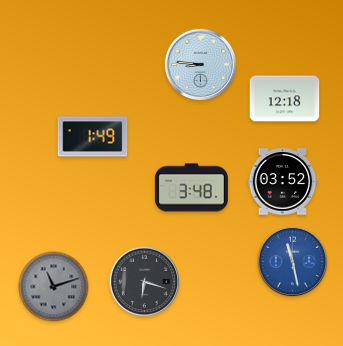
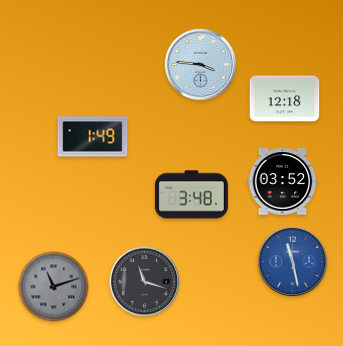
clock at (201, 65): 8:46 -> 3:46
clock at (191, 188) position: (191, 188) -> (191, 195)
clock at (145, 282): 6:18 -> 11:18
